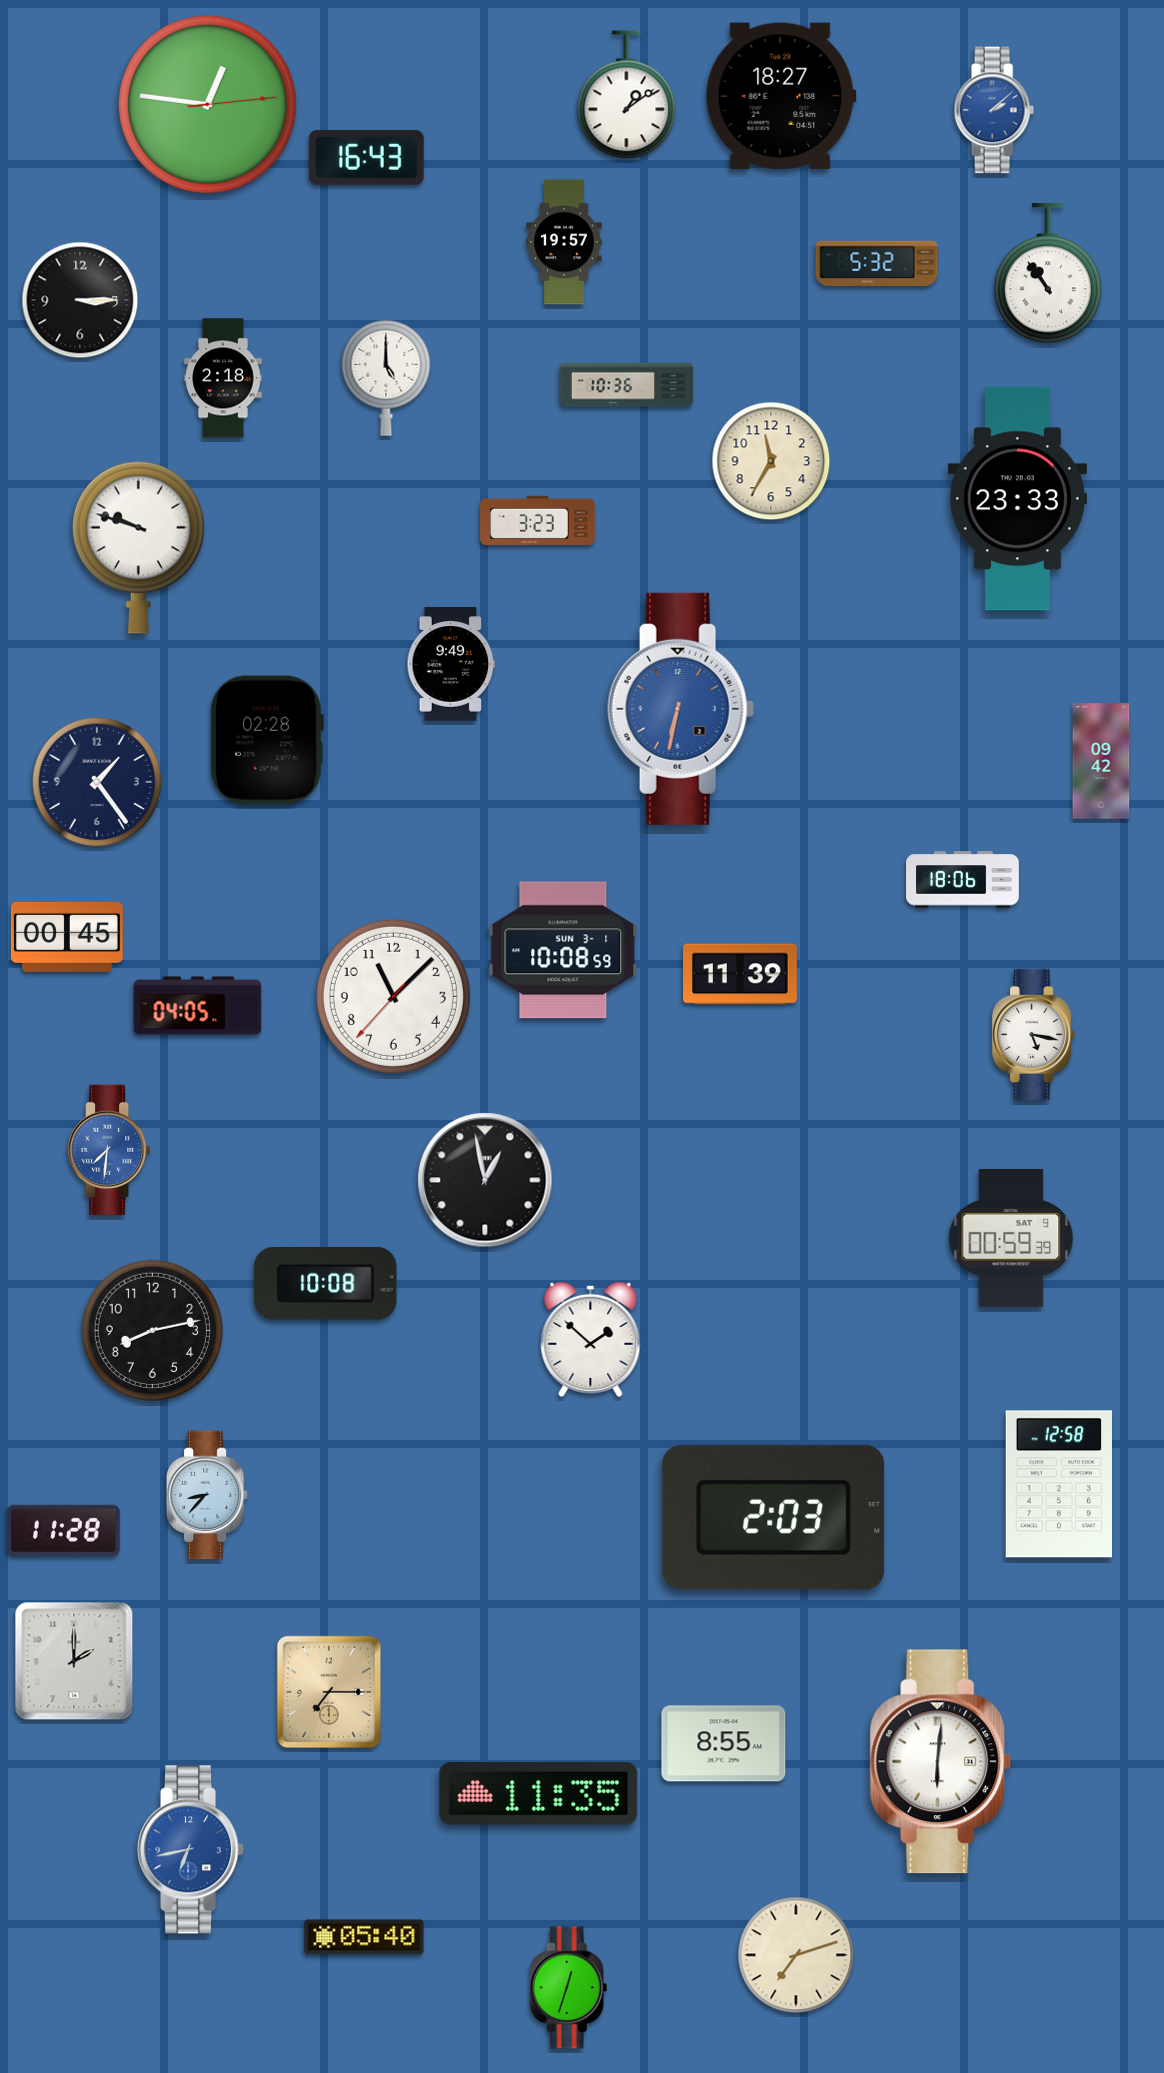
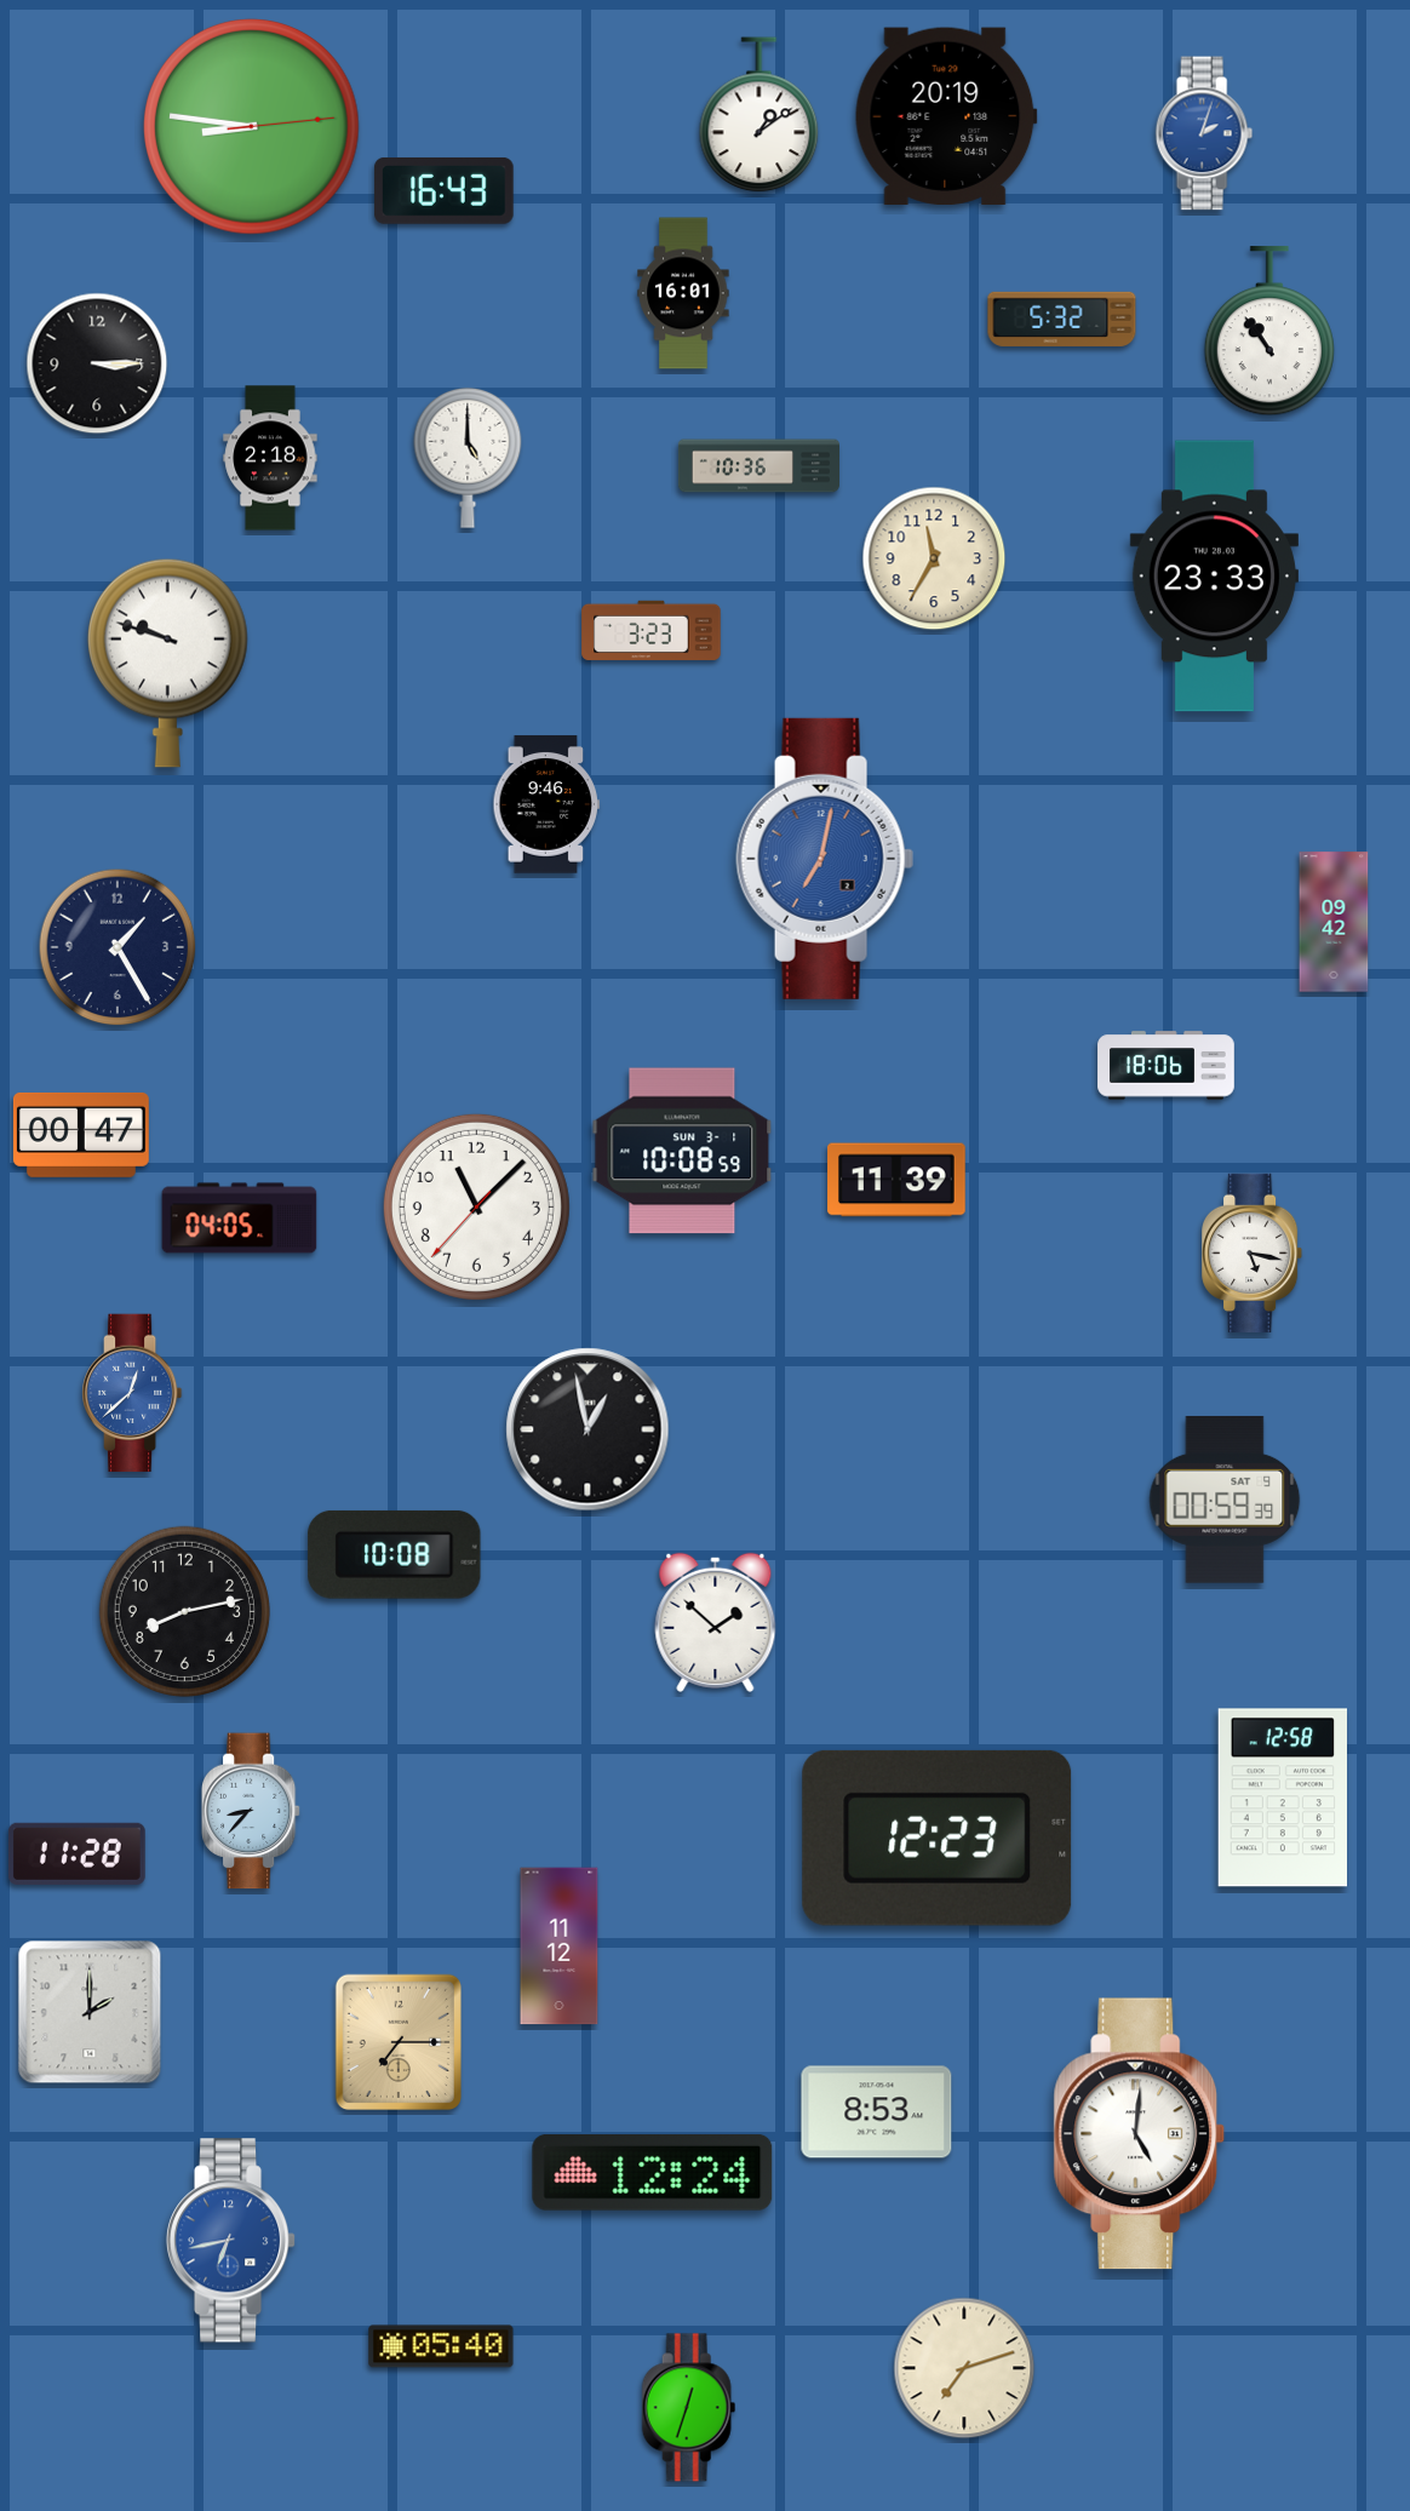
clock at (781, 95): 18:27 -> 20:19
clock at (208, 105): 12:46 -> 8:46
clock at (994, 110): 2:08 -> 2:03
clock at (564, 242): 19:57 -> 16:01
clock at (1017, 499) position: (1017, 499) -> (1214, 577)
clock at (451, 664): 9:49 -> 9:46
clock at (681, 709): 6:32 -> 7:02
clock at (266, 740): 02:28 -> none
clock at (97, 782): 1:24 -> 1:25
clock at (67, 937): 00:45 -> 00:47
clock at (109, 1150): 7:31 -> 12:38
clock at (774, 1517): 2:03 -> 12:23
clock at (560, 1947): none -> 11:12
clock at (328, 1691) position: (328, 1691) -> (397, 2041)
clock at (724, 1744): 8:55 -> 8:53
clock at (941, 1762): 6:01 -> 5:01
clock at (539, 1793): 11:35 -> 12:24
